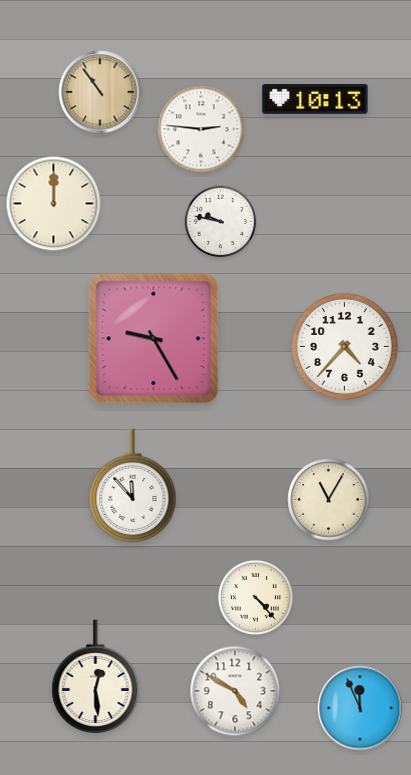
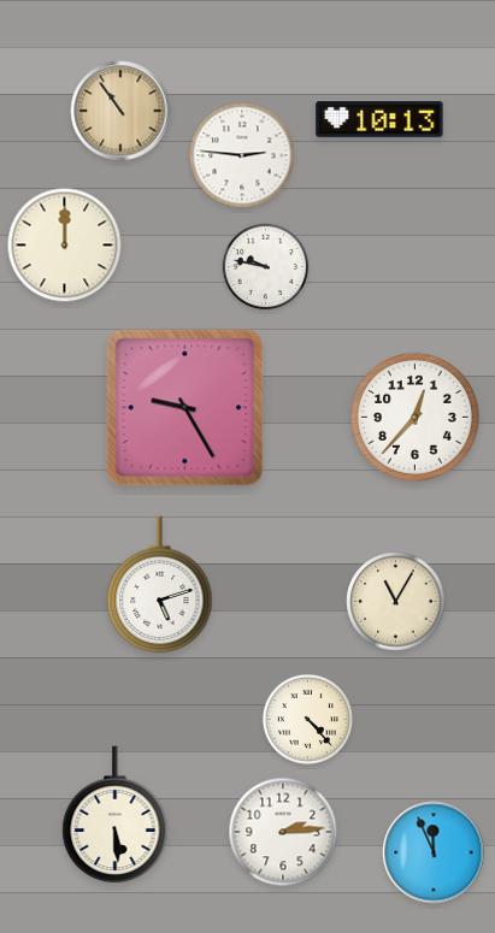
clock at (344, 346): 4:37 -> 12:37
clock at (133, 486): 11:53 -> 5:12
clock at (96, 677): 12:29 -> 5:29
clock at (235, 691): 4:50 -> 2:14
